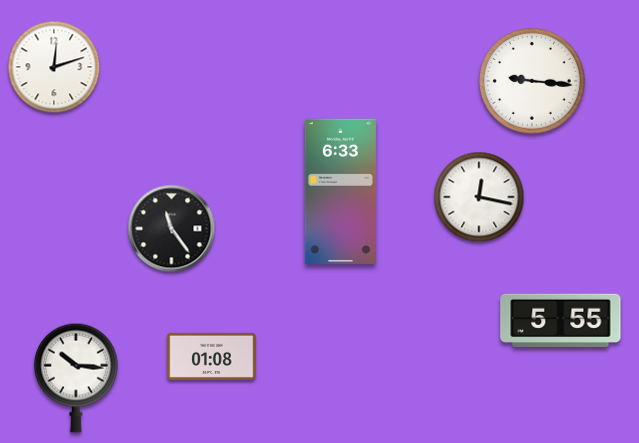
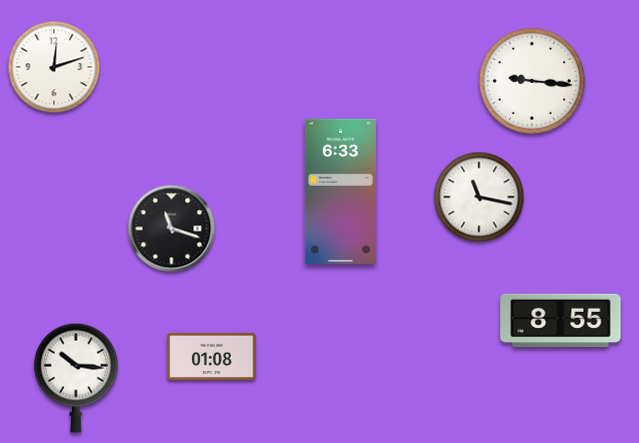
clock at (479, 197): 12:17 -> 11:17
clock at (172, 229): 11:24 -> 11:18
clock at (561, 320): 5:55 -> 8:55
